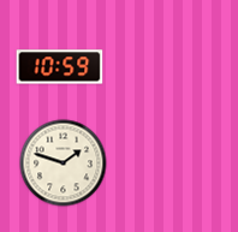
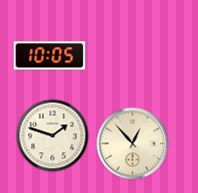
clock at (60, 67): 10:59 -> 10:05
clock at (133, 144): none -> 12:53
